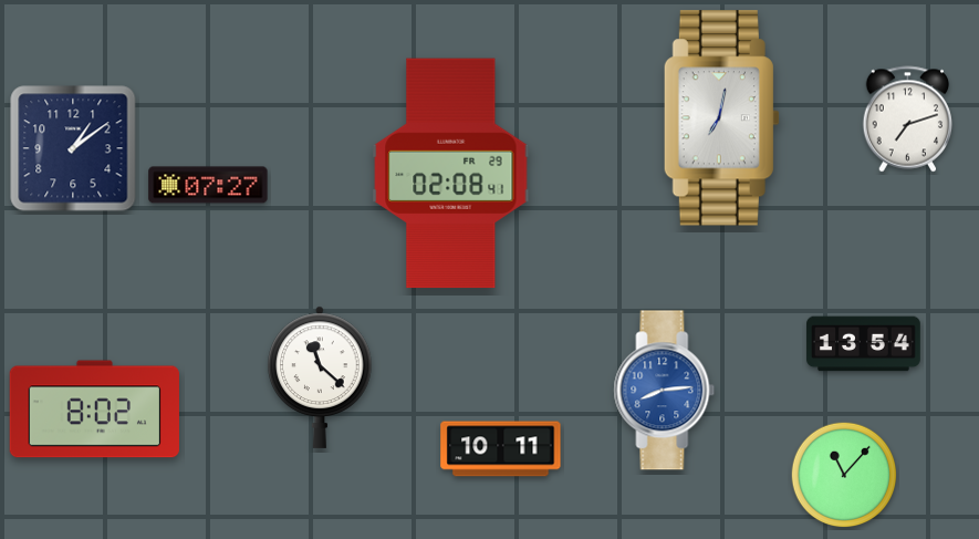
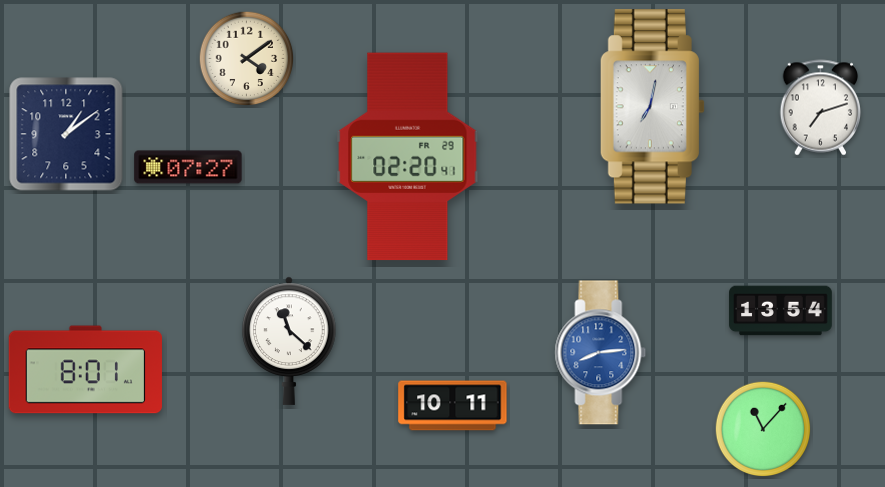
clock at (247, 59): none -> 4:09
clock at (451, 174): 02:08 -> 02:20
clock at (94, 410): 8:02 -> 8:01
